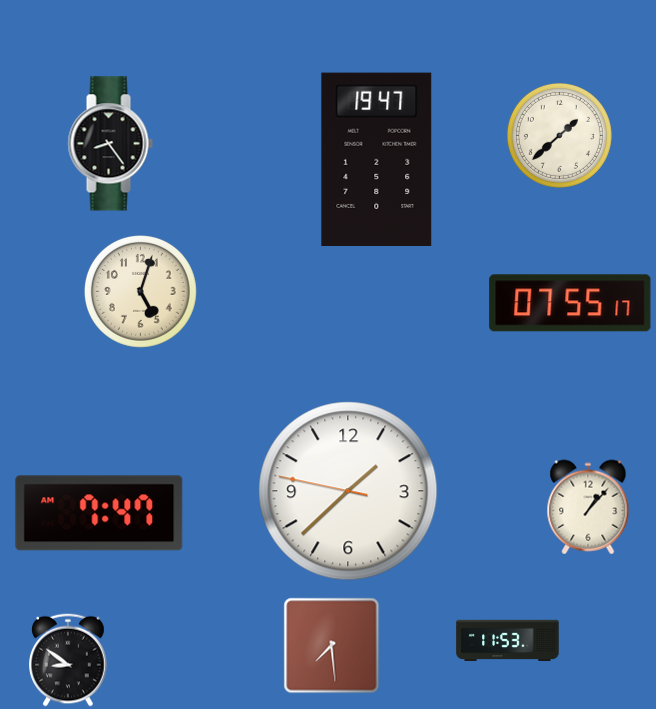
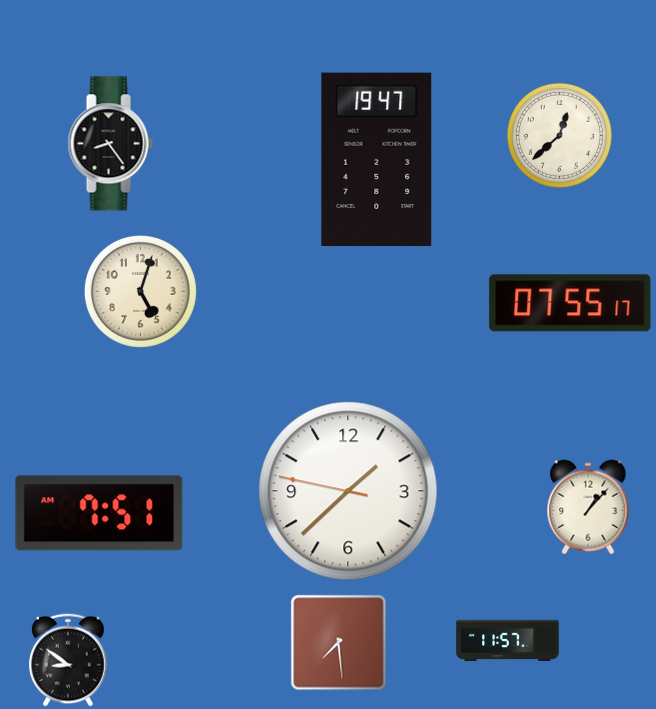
clock at (559, 135): 1:38 -> 12:38
clock at (99, 513): 7:47 -> 7:51
clock at (508, 641): 11:53 -> 11:57
clock at (332, 646) position: (332, 646) -> (339, 643)
